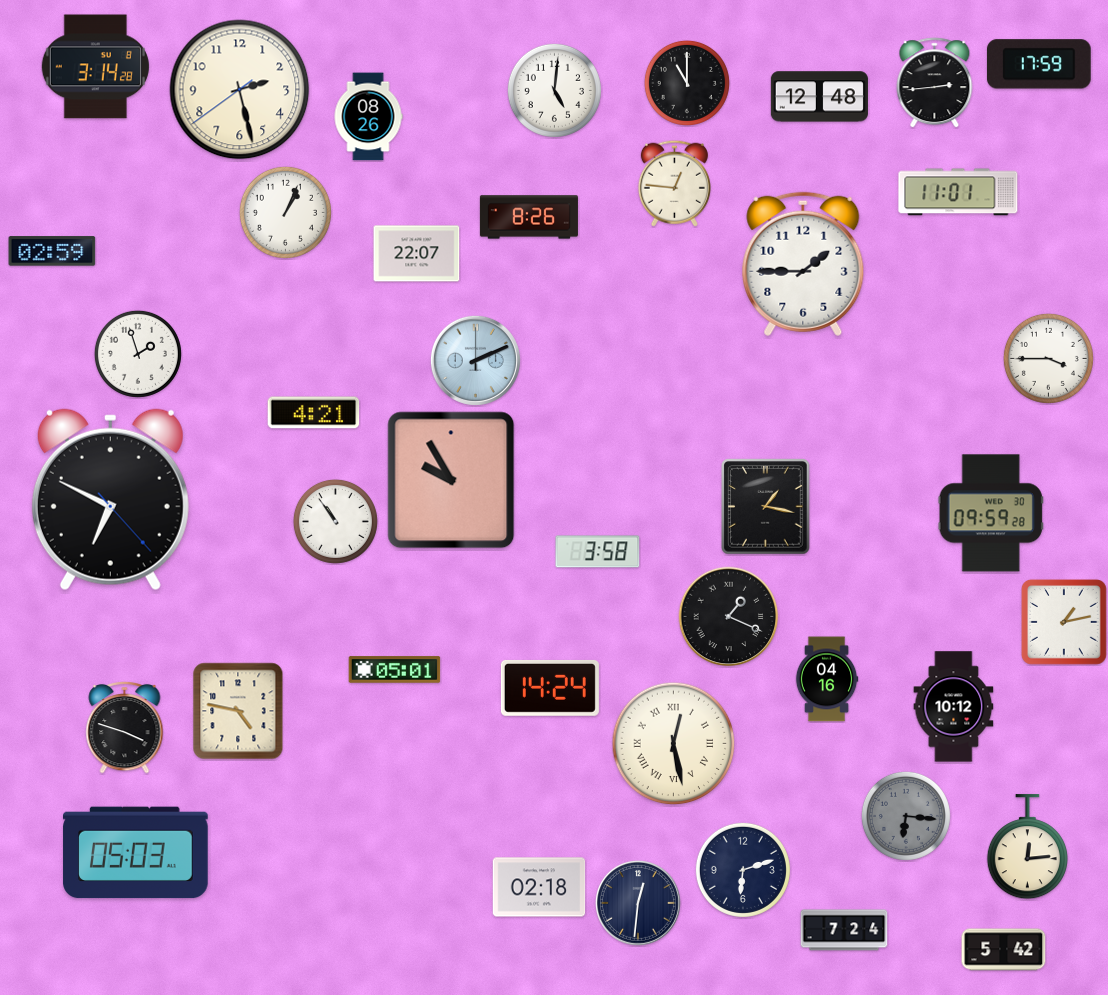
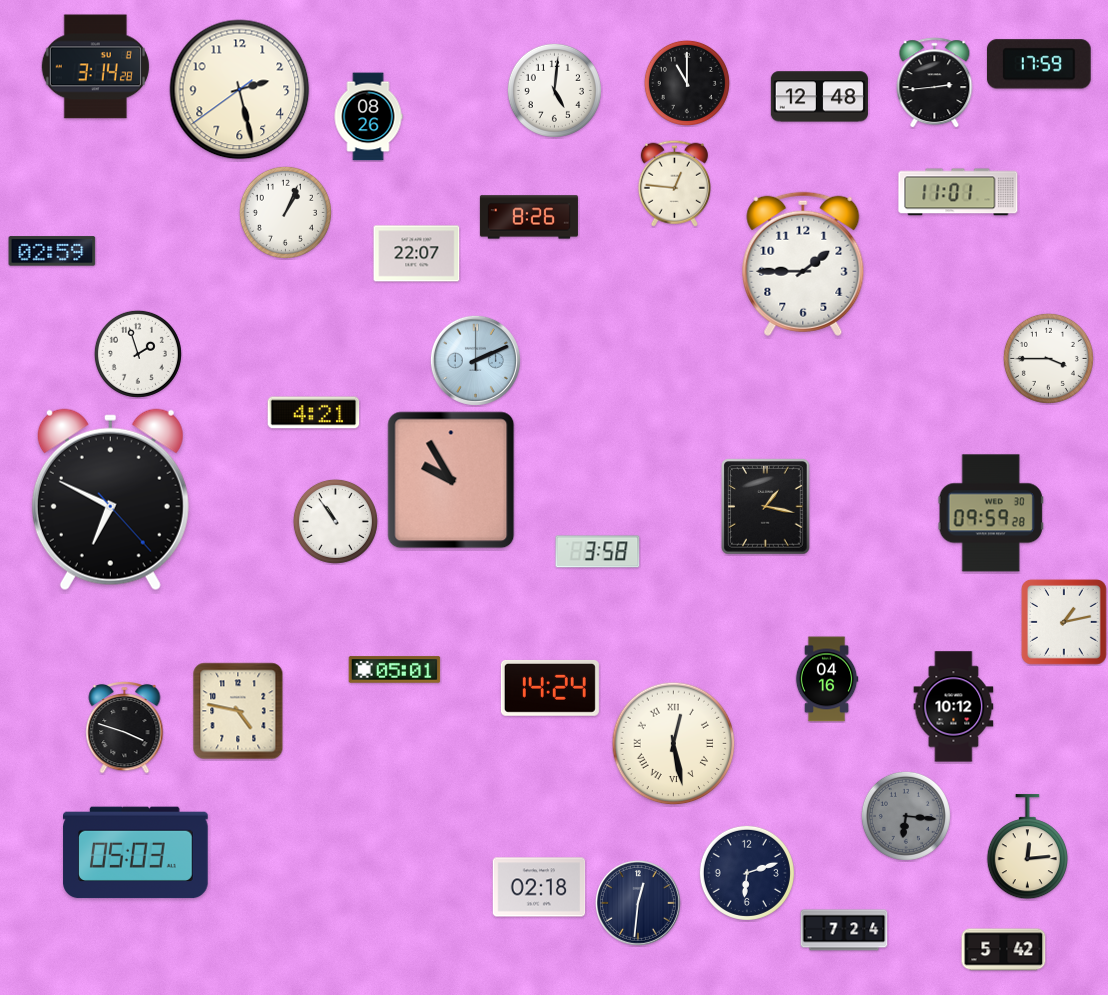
clock at (729, 617): 1:19 -> none
clock at (743, 870) position: (743, 870) -> (747, 873)
